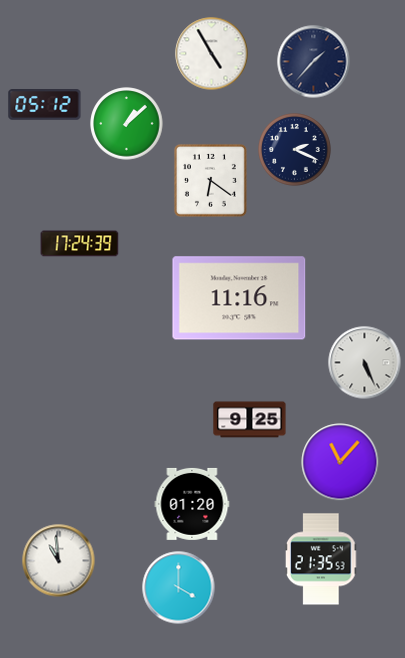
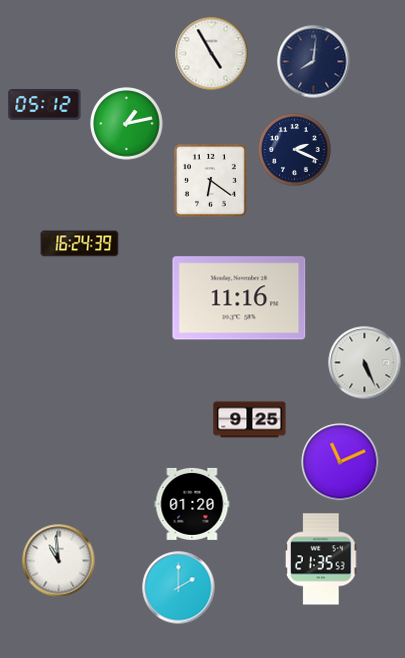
clock at (314, 62): 1:37 -> 8:01
clock at (127, 124): 1:08 -> 1:13
clock at (80, 244): 17:24 -> 16:24
clock at (340, 462): 11:07 -> 11:11
clock at (179, 588): 4:00 -> 2:00
